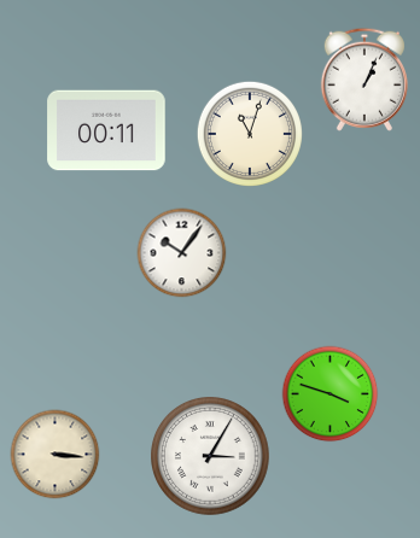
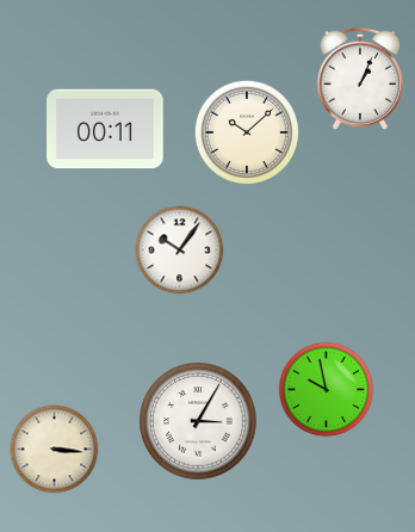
clock at (250, 134): 11:03 -> 10:08
clock at (331, 394): 3:48 -> 9:58
clock at (211, 457) position: (211, 457) -> (199, 422)
